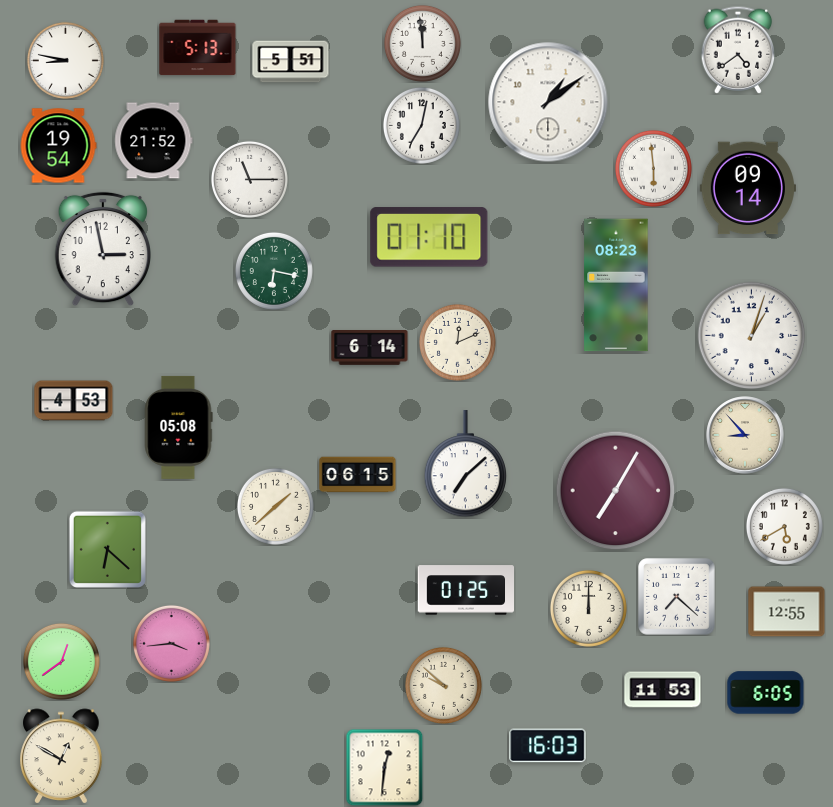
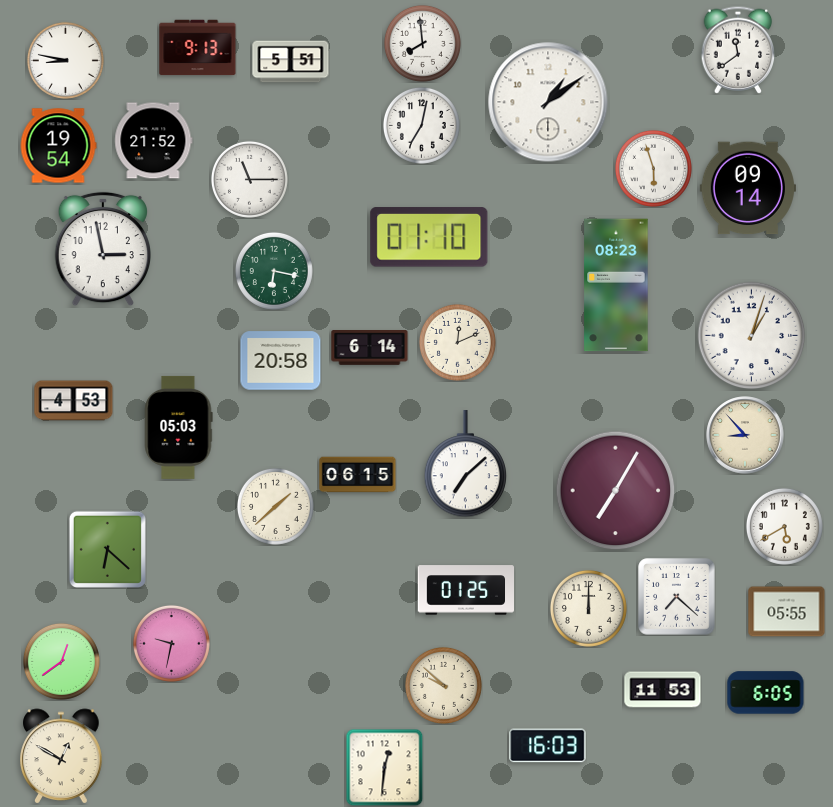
clock at (422, 43): 11:59 -> 7:59
clock at (198, 48): 5:13 -> 9:13
clock at (738, 50): 4:39 -> 11:39
clock at (653, 168): 5:59 -> 5:57
clock at (281, 361): none -> 20:58
clock at (179, 427): 05:08 -> 05:03
clock at (787, 612): 12:55 -> 05:55
clock at (171, 643): 3:44 -> 9:32
